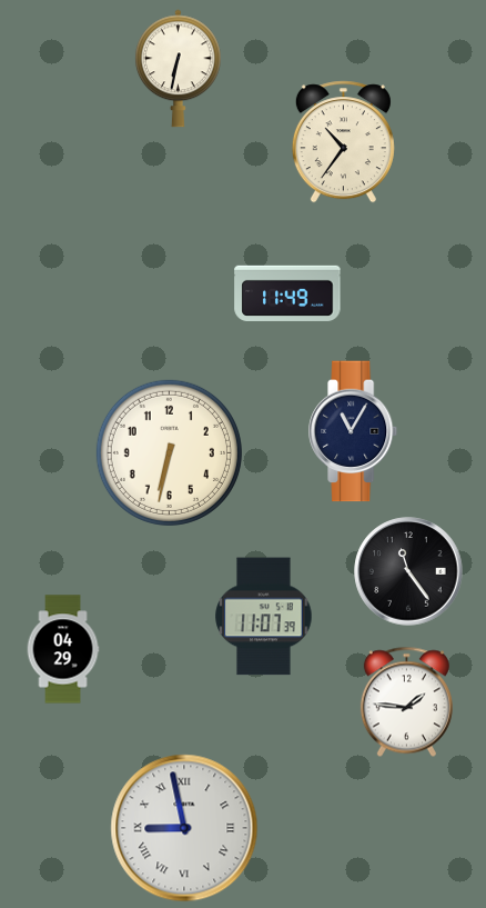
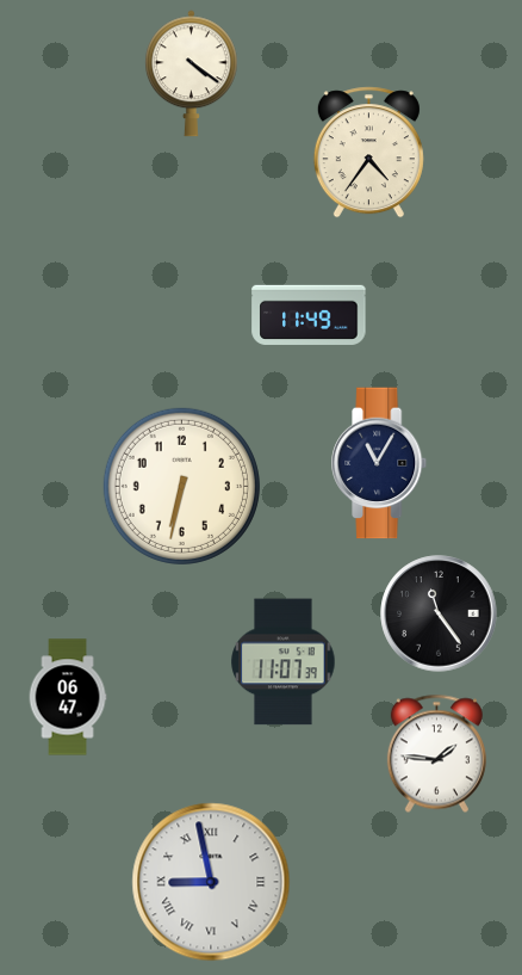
clock at (178, 69): 6:32 -> 4:21
clock at (343, 142): 10:36 -> 4:36
clock at (63, 649): 04:29 -> 06:47
clock at (184, 828) position: (184, 828) -> (211, 882)
